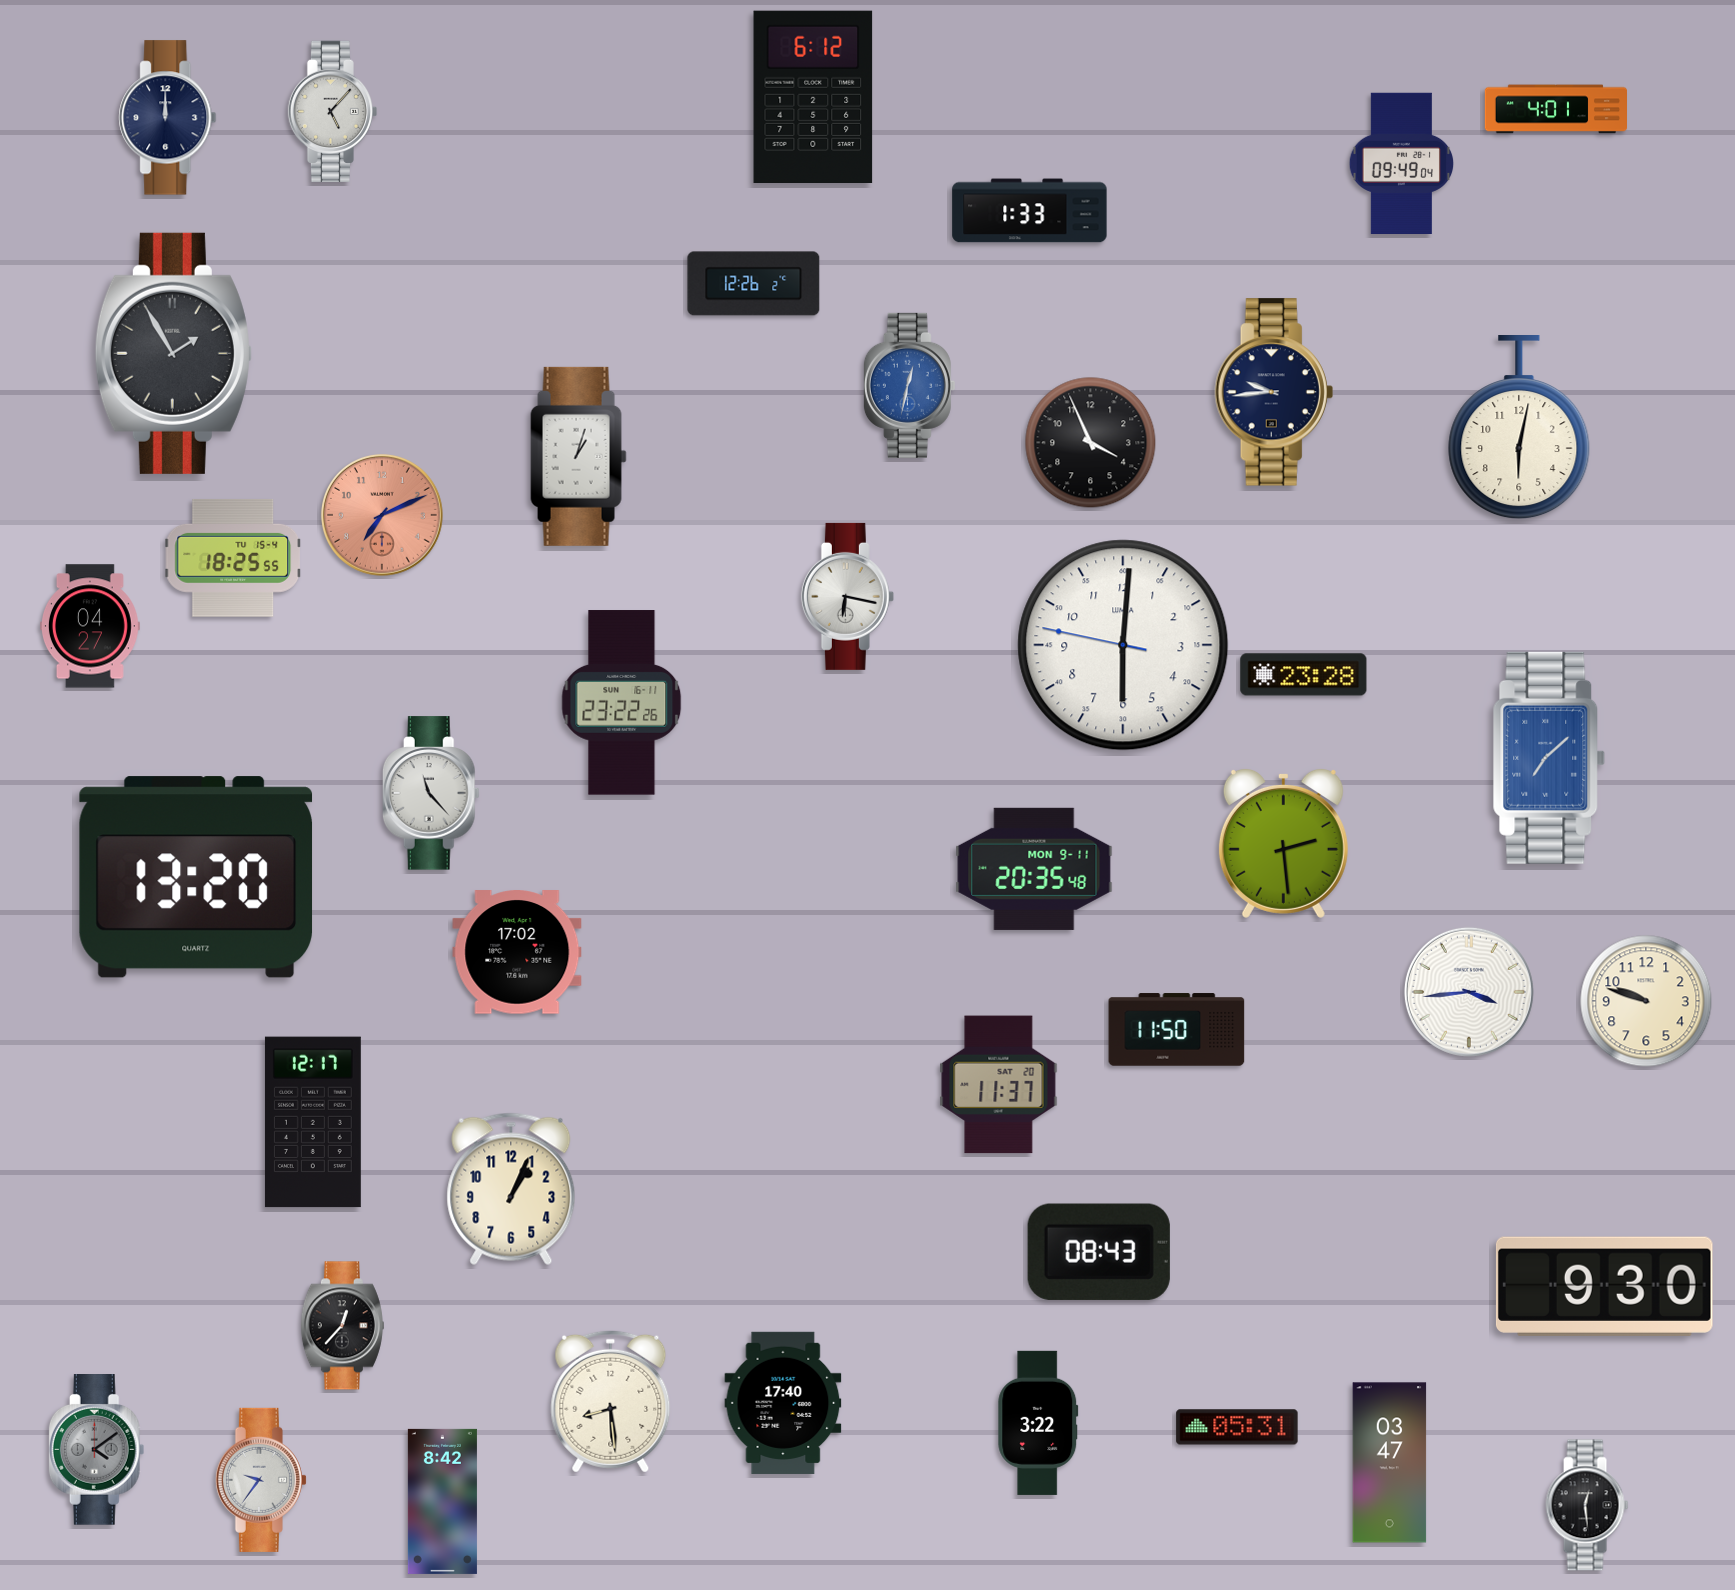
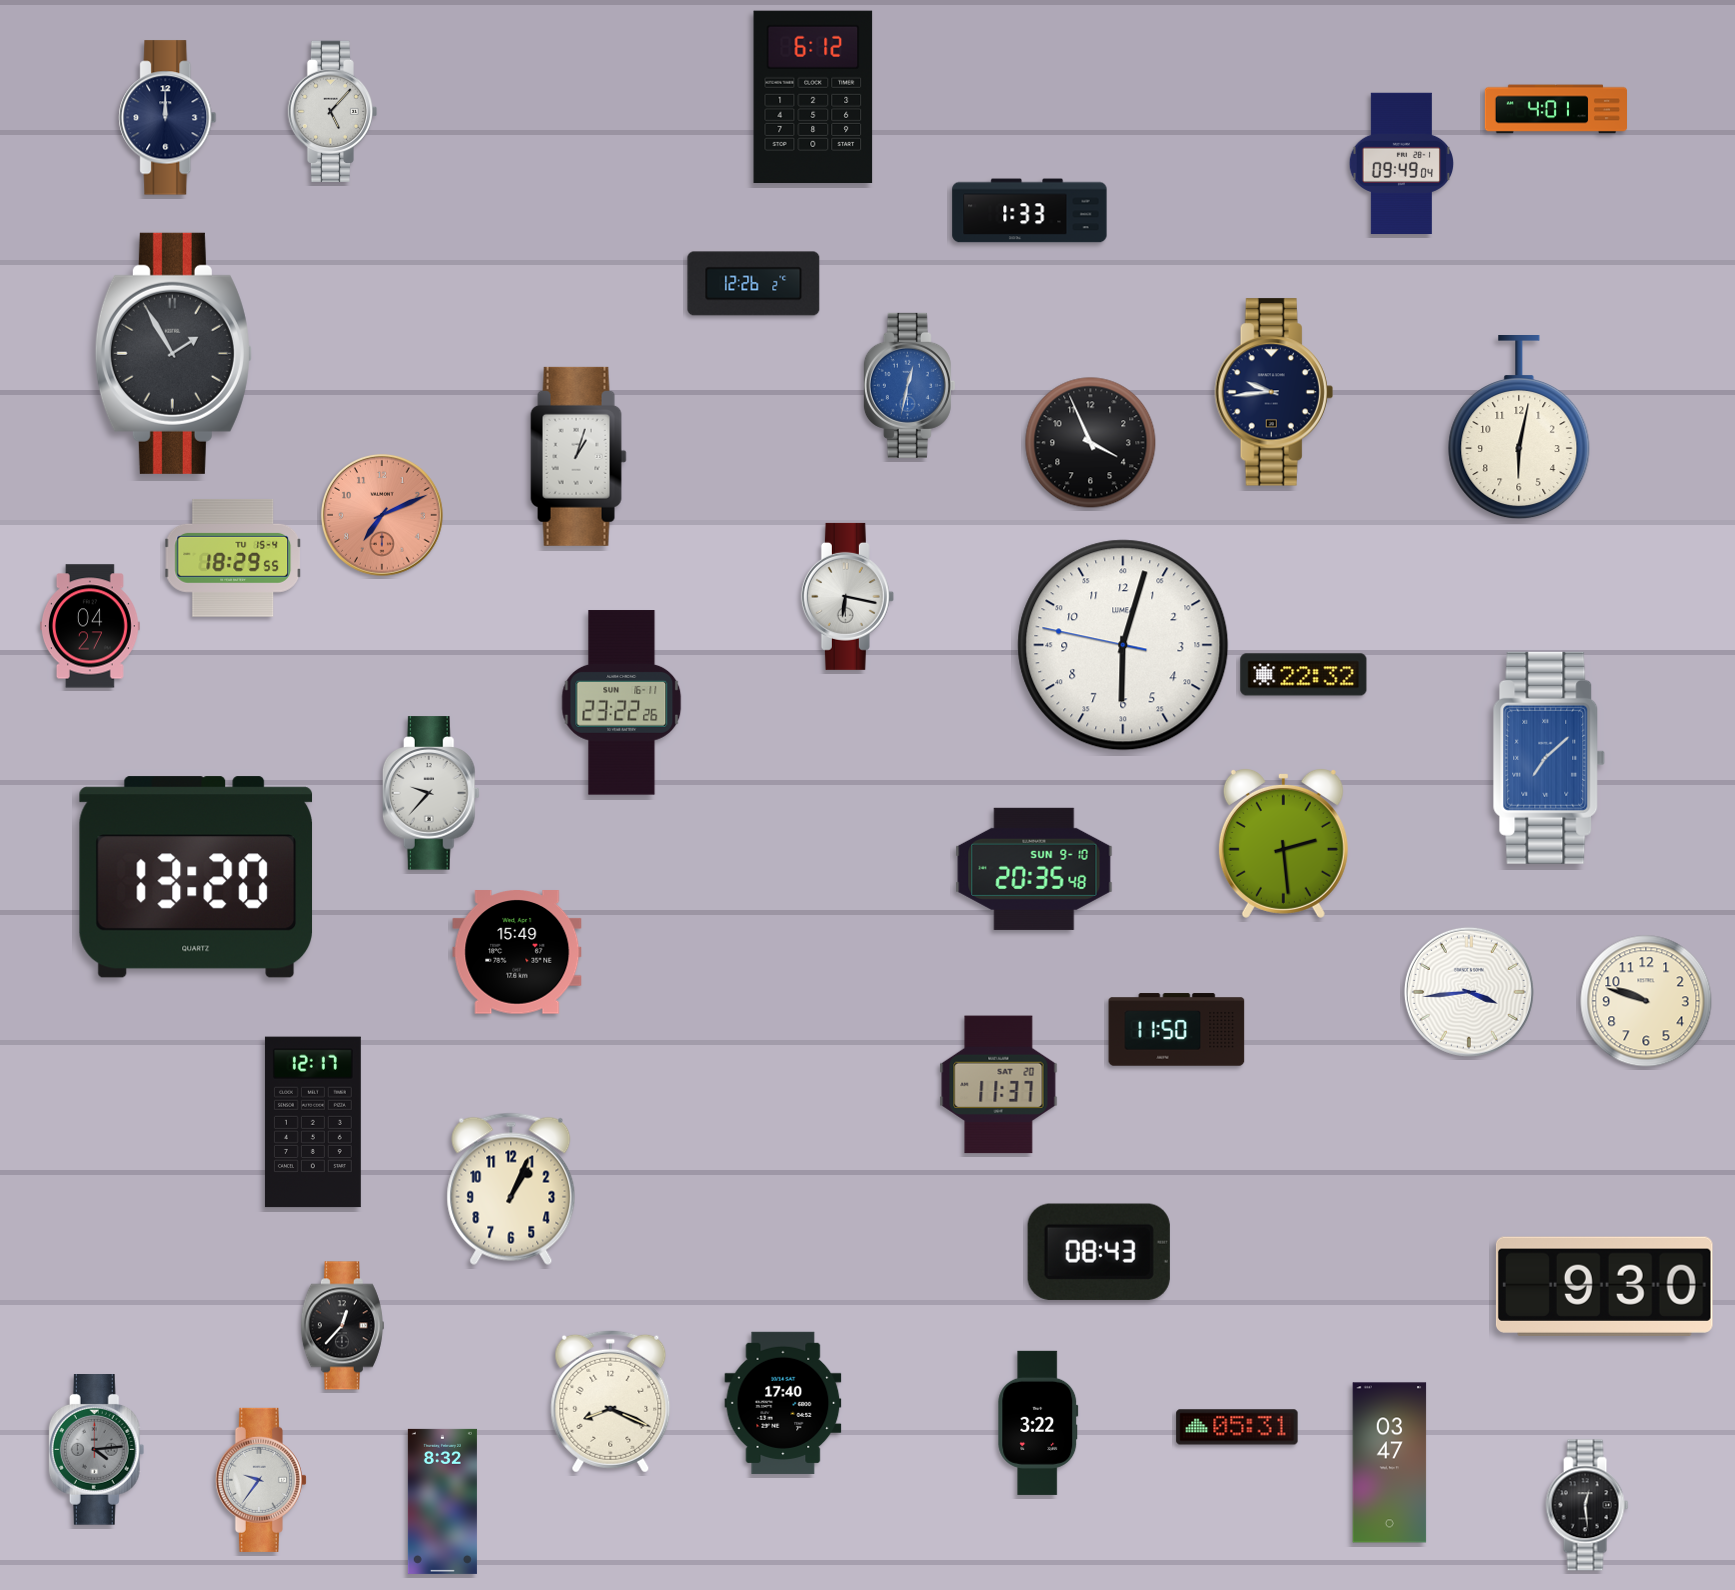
clock at (234, 558): 18:25 -> 18:29
clock at (1123, 645): 6:00 -> 6:02
clock at (1304, 675): 23:28 -> 22:32
clock at (431, 793): 11:23 -> 9:37
clock at (1034, 869) date: MON 9-11 -> SUN 9-10
clock at (517, 952): 17:02 -> 15:49
clock at (611, 1401): 8:29 -> 8:19
clock at (97, 1450): 4:09 -> 4:14
clock at (442, 1501): 8:42 -> 8:32
